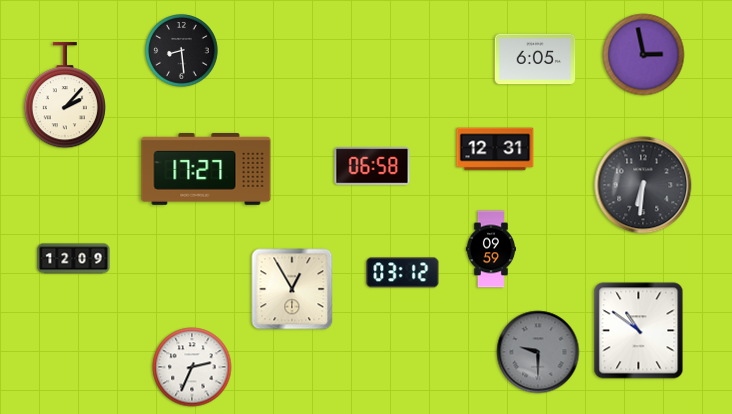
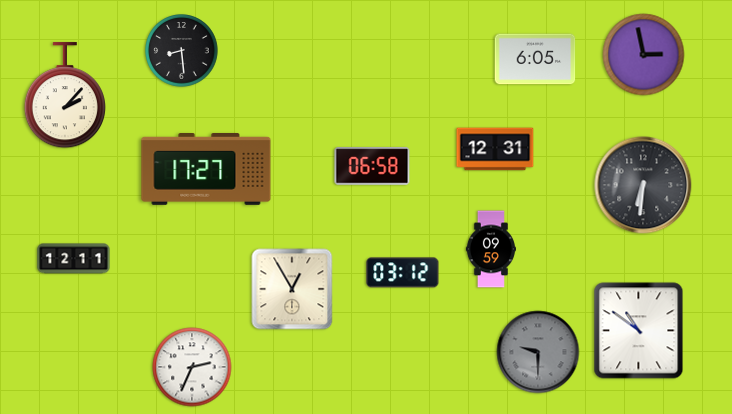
clock at (74, 259): 12:09 -> 12:11
